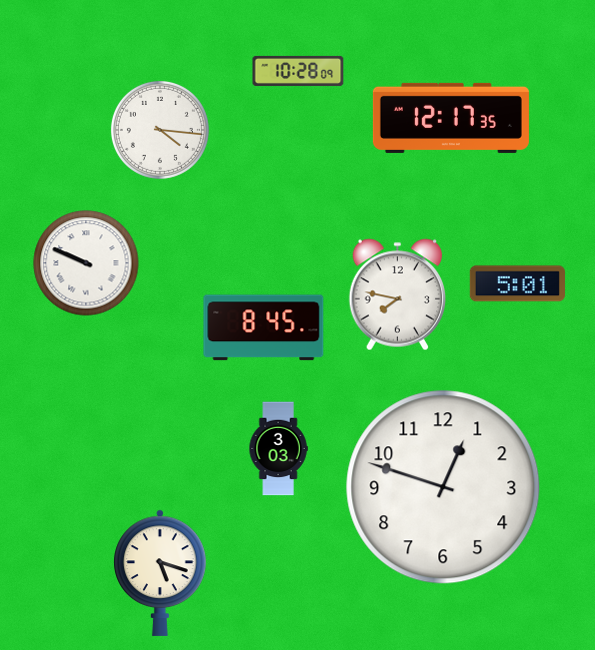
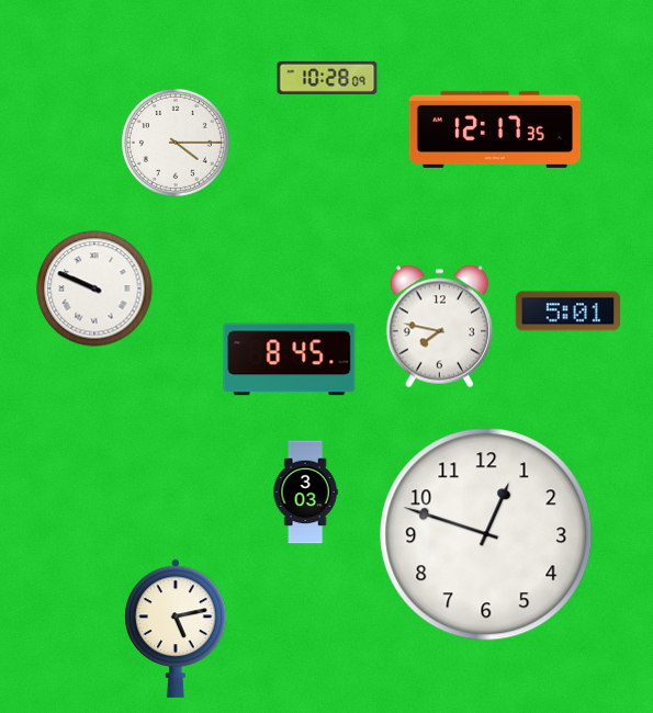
clock at (160, 130): 4:16 -> 4:15
clock at (397, 295) position: (397, 295) -> (439, 327)
clock at (160, 573): 5:18 -> 5:13
